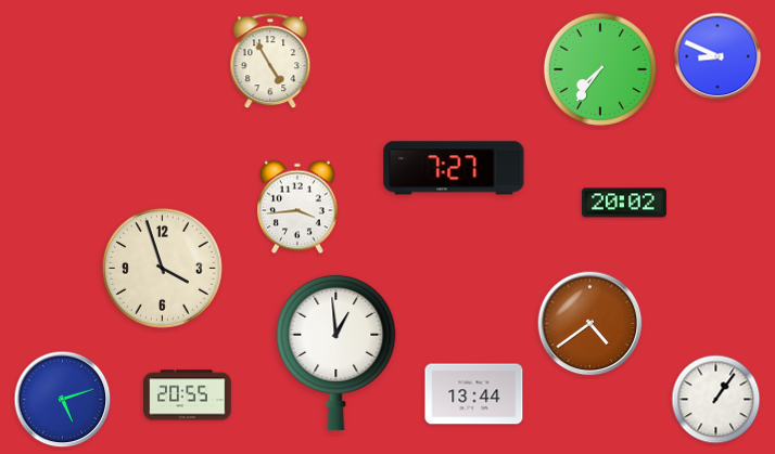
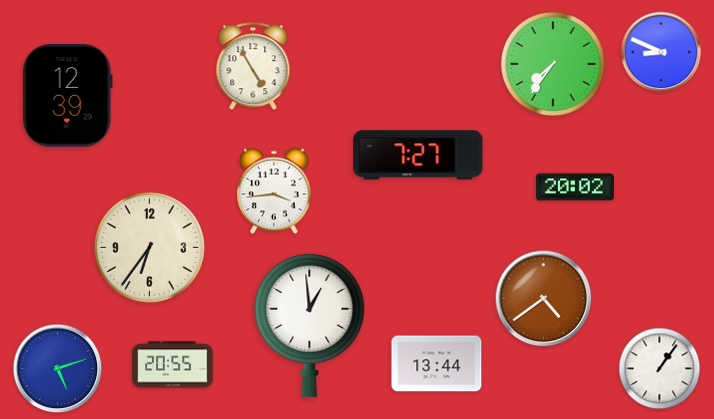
clock at (270, 62) position: (270, 62) -> (253, 67)
clock at (67, 96): none -> 12:39
clock at (162, 268): 3:57 -> 6:36
